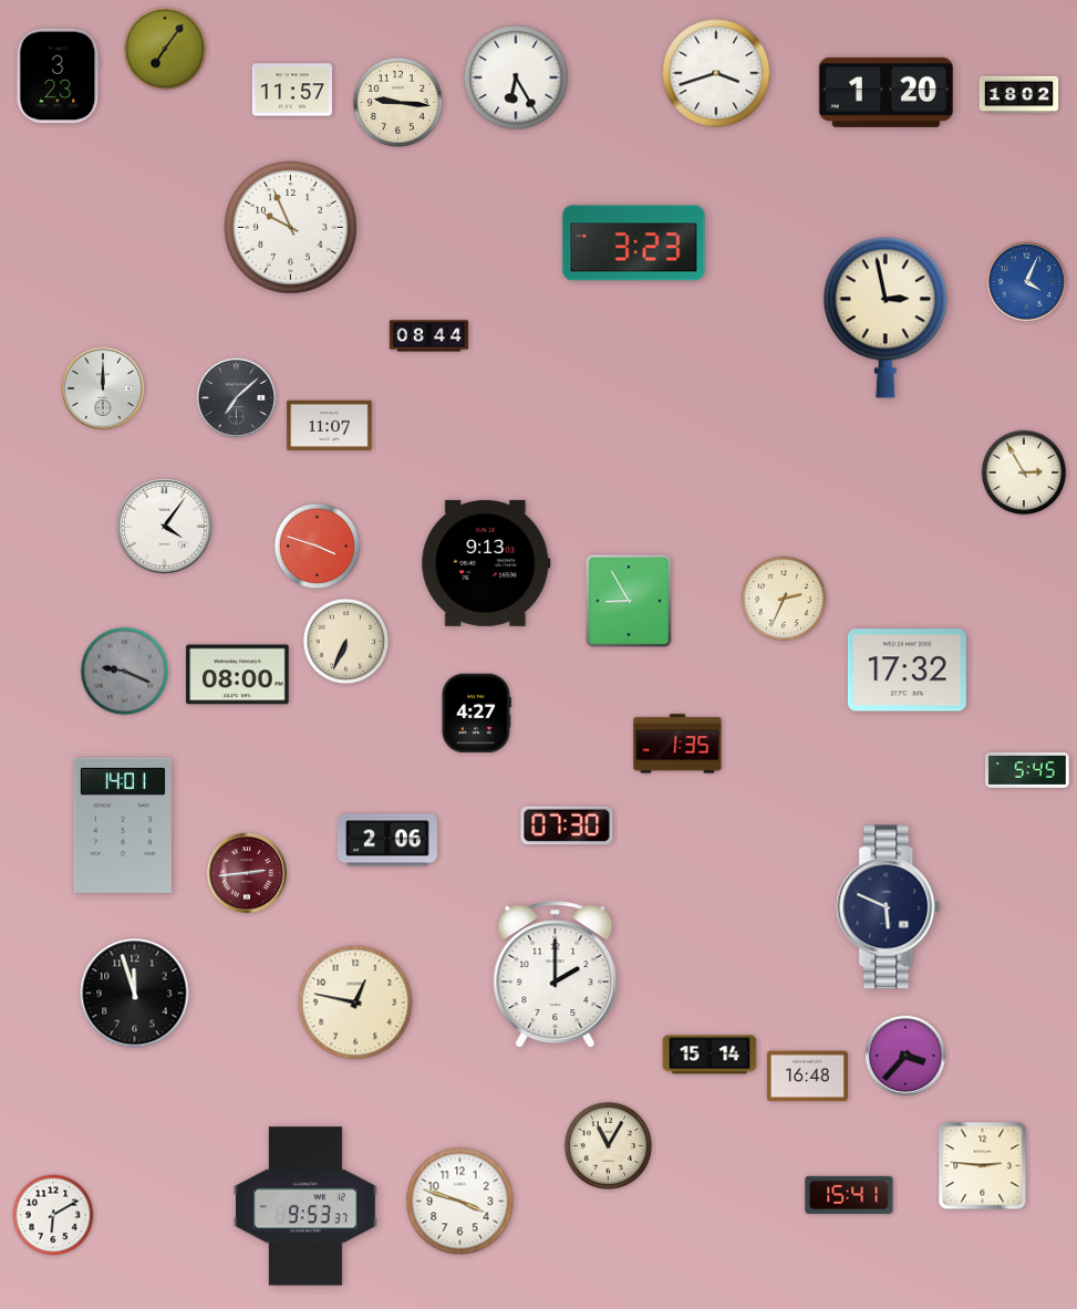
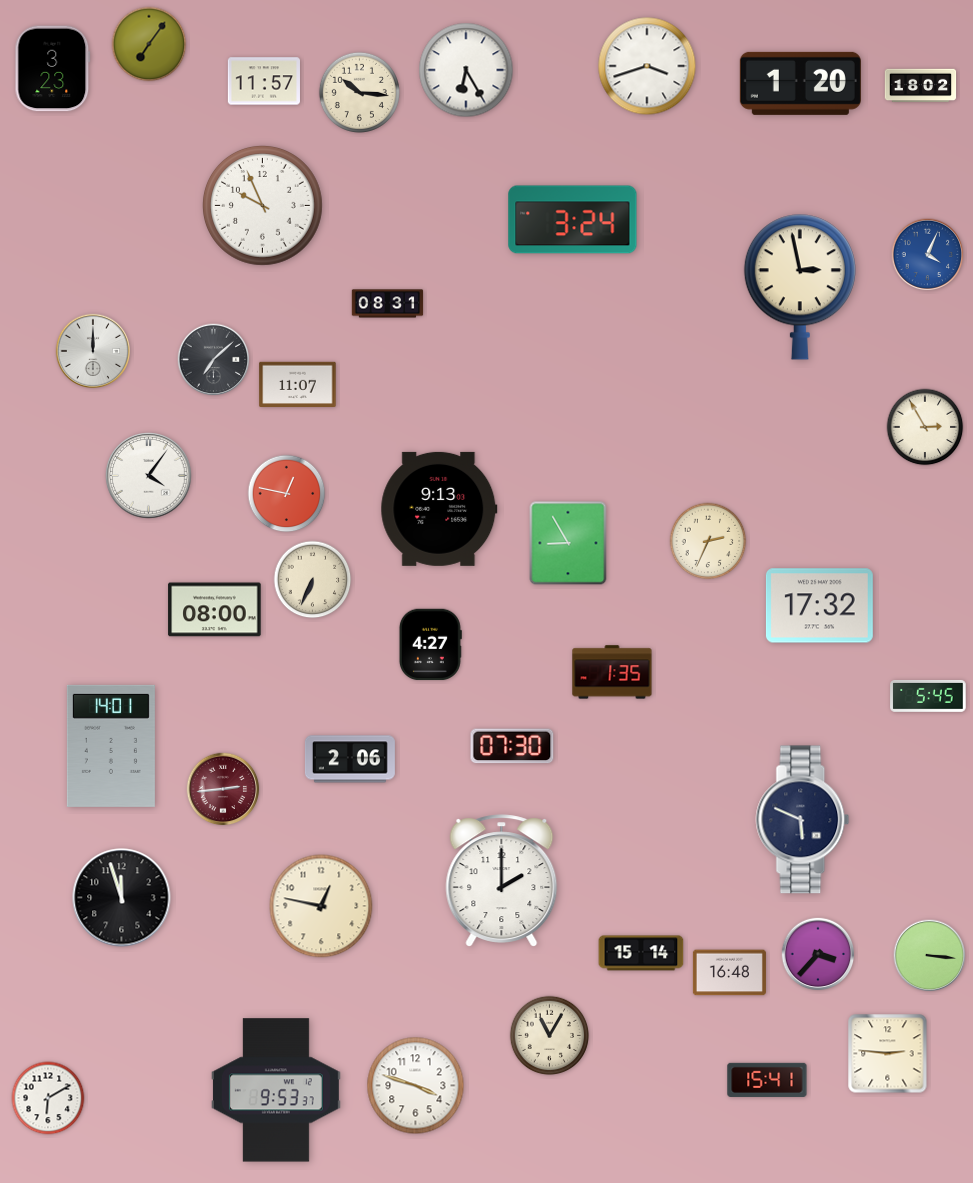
clock at (397, 102): 9:16 -> 10:16
clock at (634, 243): 3:23 -> 3:24
clock at (429, 336): 08:44 -> 08:31
clock at (318, 547): 3:48 -> 12:47
clock at (125, 672): 9:19 -> none
clock at (930, 956): none -> 3:16
